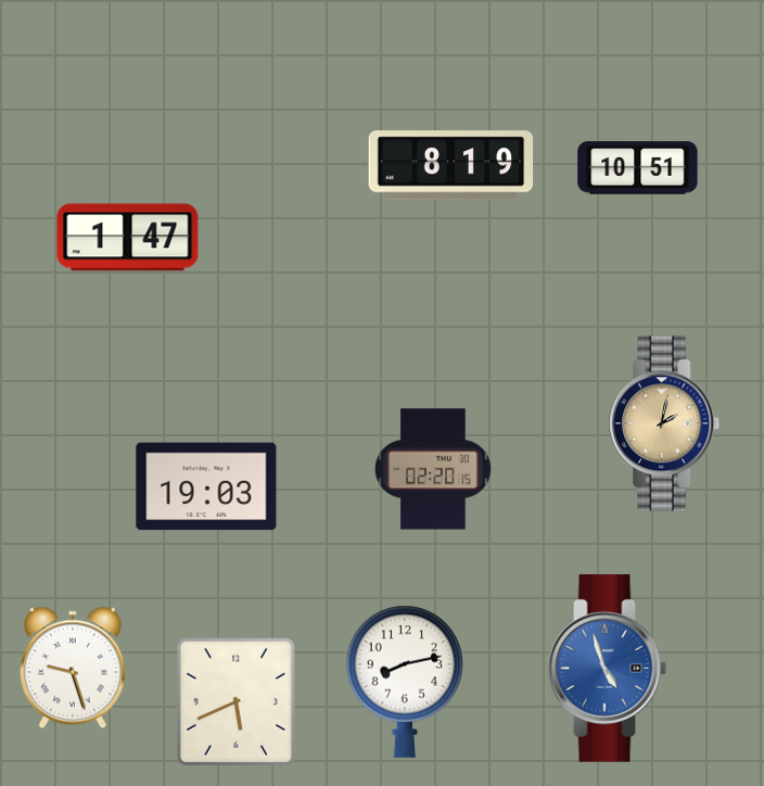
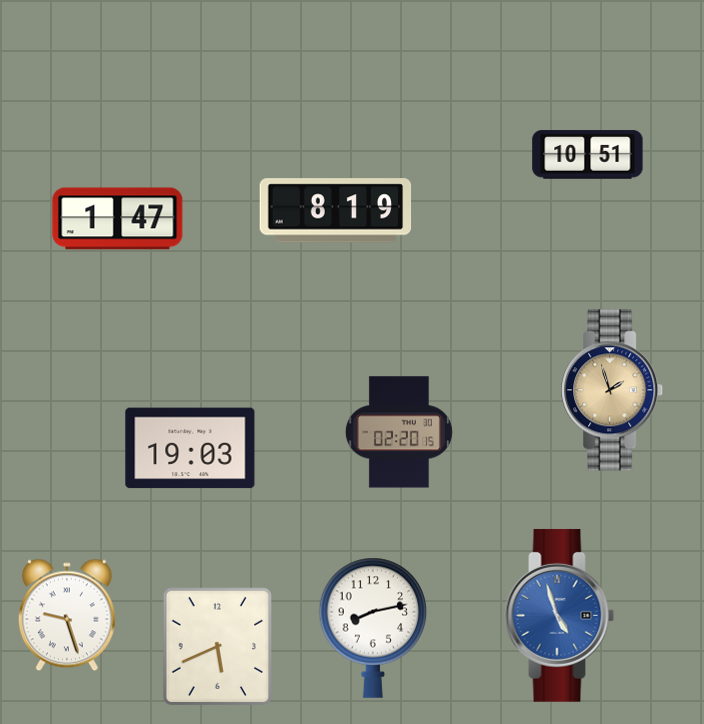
clock at (451, 166) position: (451, 166) -> (336, 211)
clock at (665, 423): 2:02 -> 1:57
